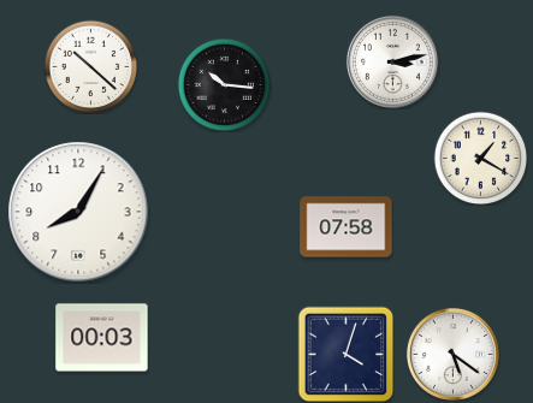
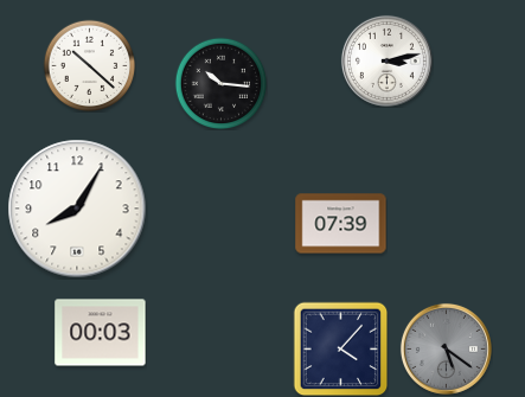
clock at (480, 158): 1:20 -> none
clock at (347, 227): 07:58 -> 07:39
clock at (345, 354): 4:03 -> 4:07
clock at (452, 354) dial: white -> grey
